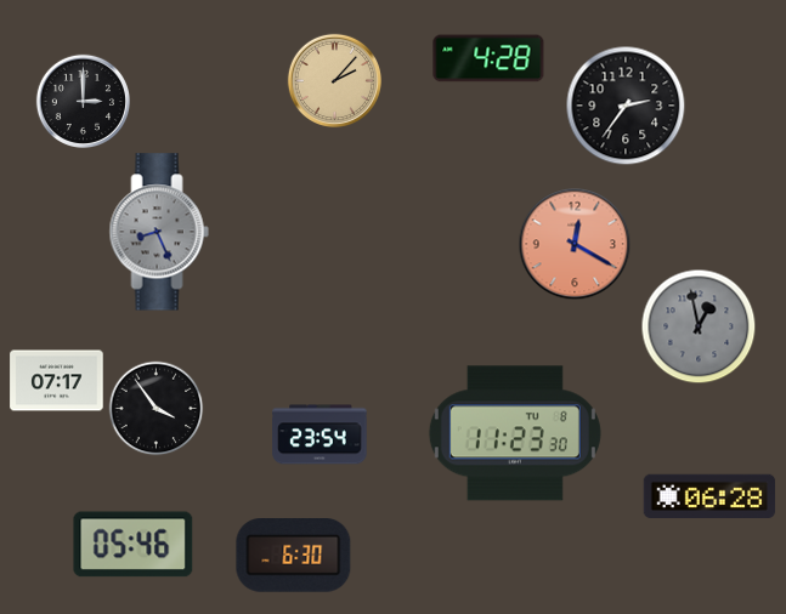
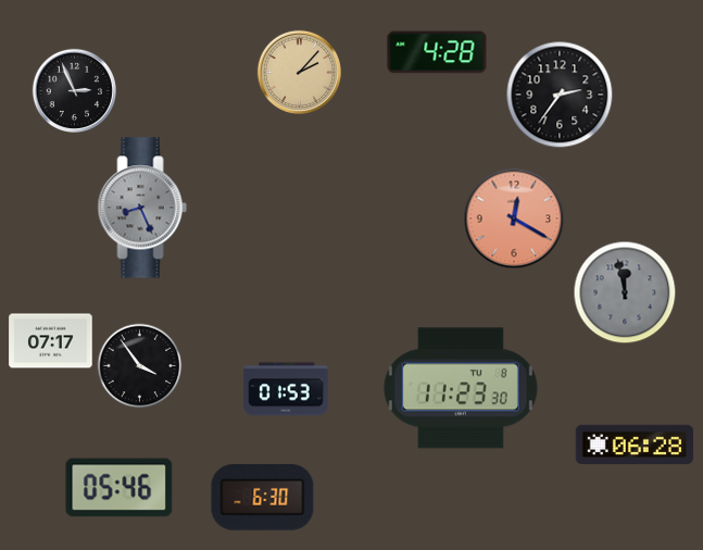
clock at (83, 101): 3:00 -> 2:56
clock at (699, 326): 12:58 -> 11:58
clock at (320, 434): 23:54 -> 01:53
